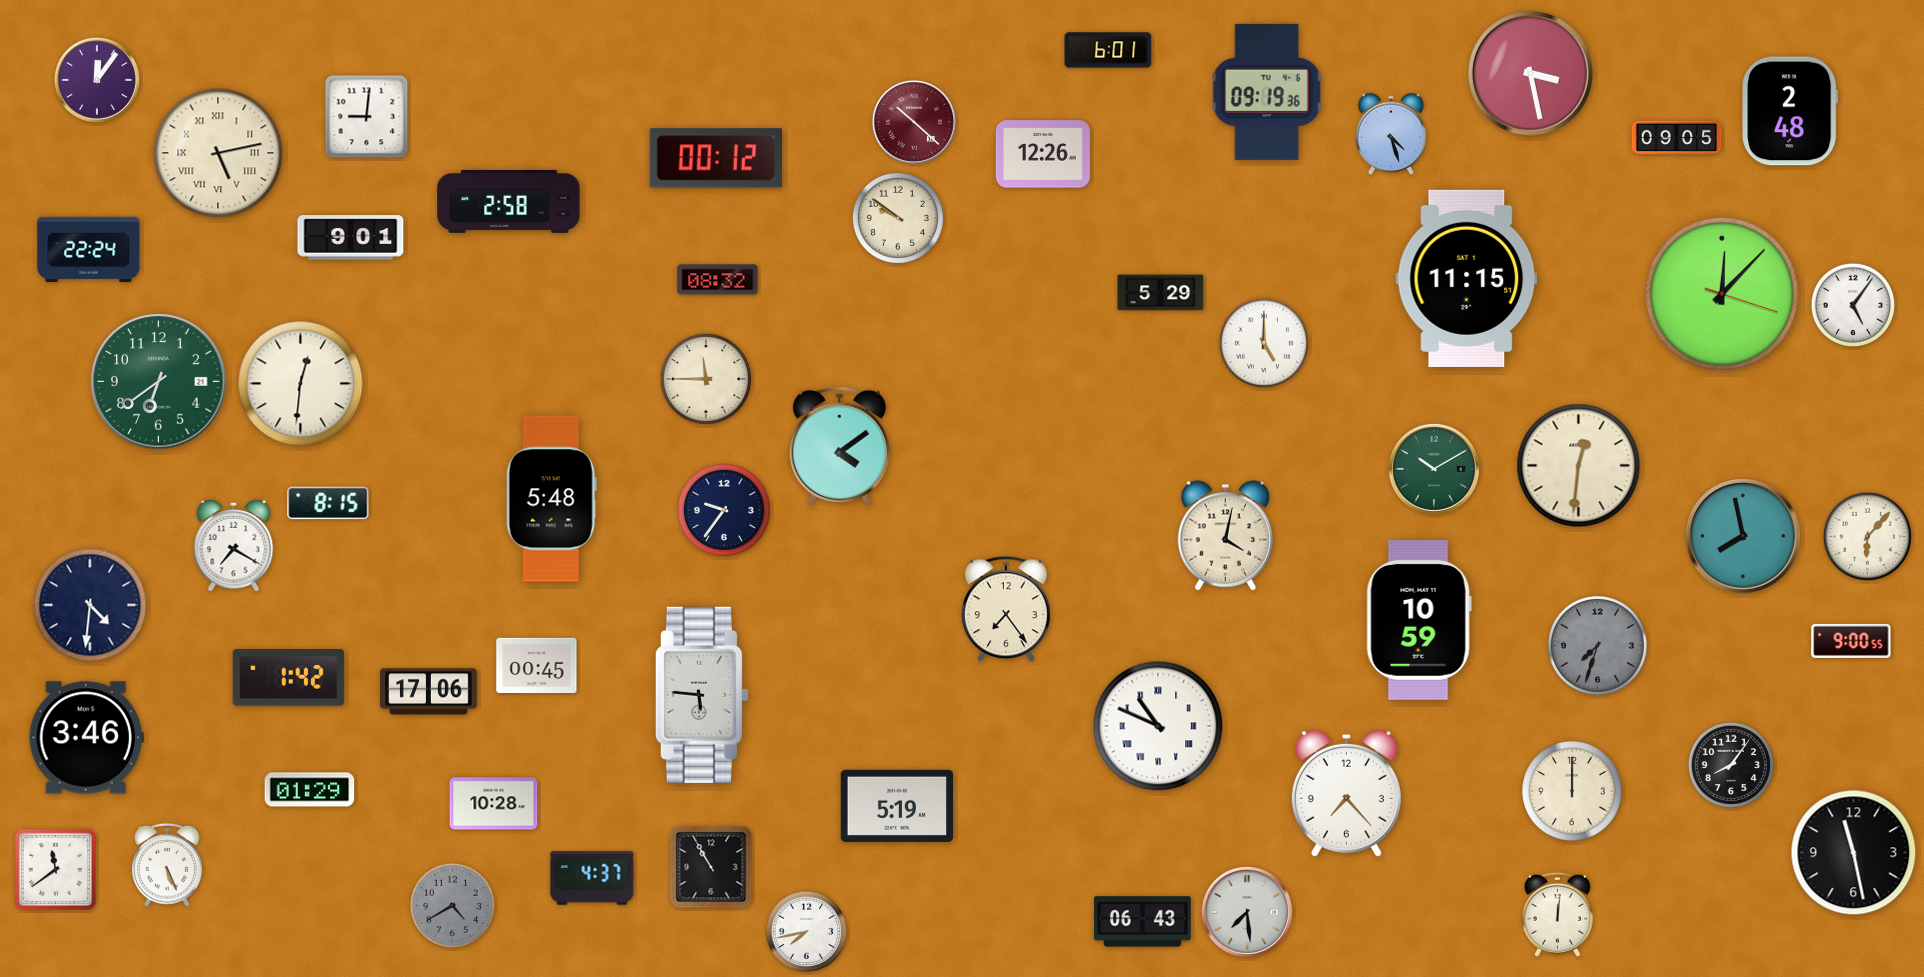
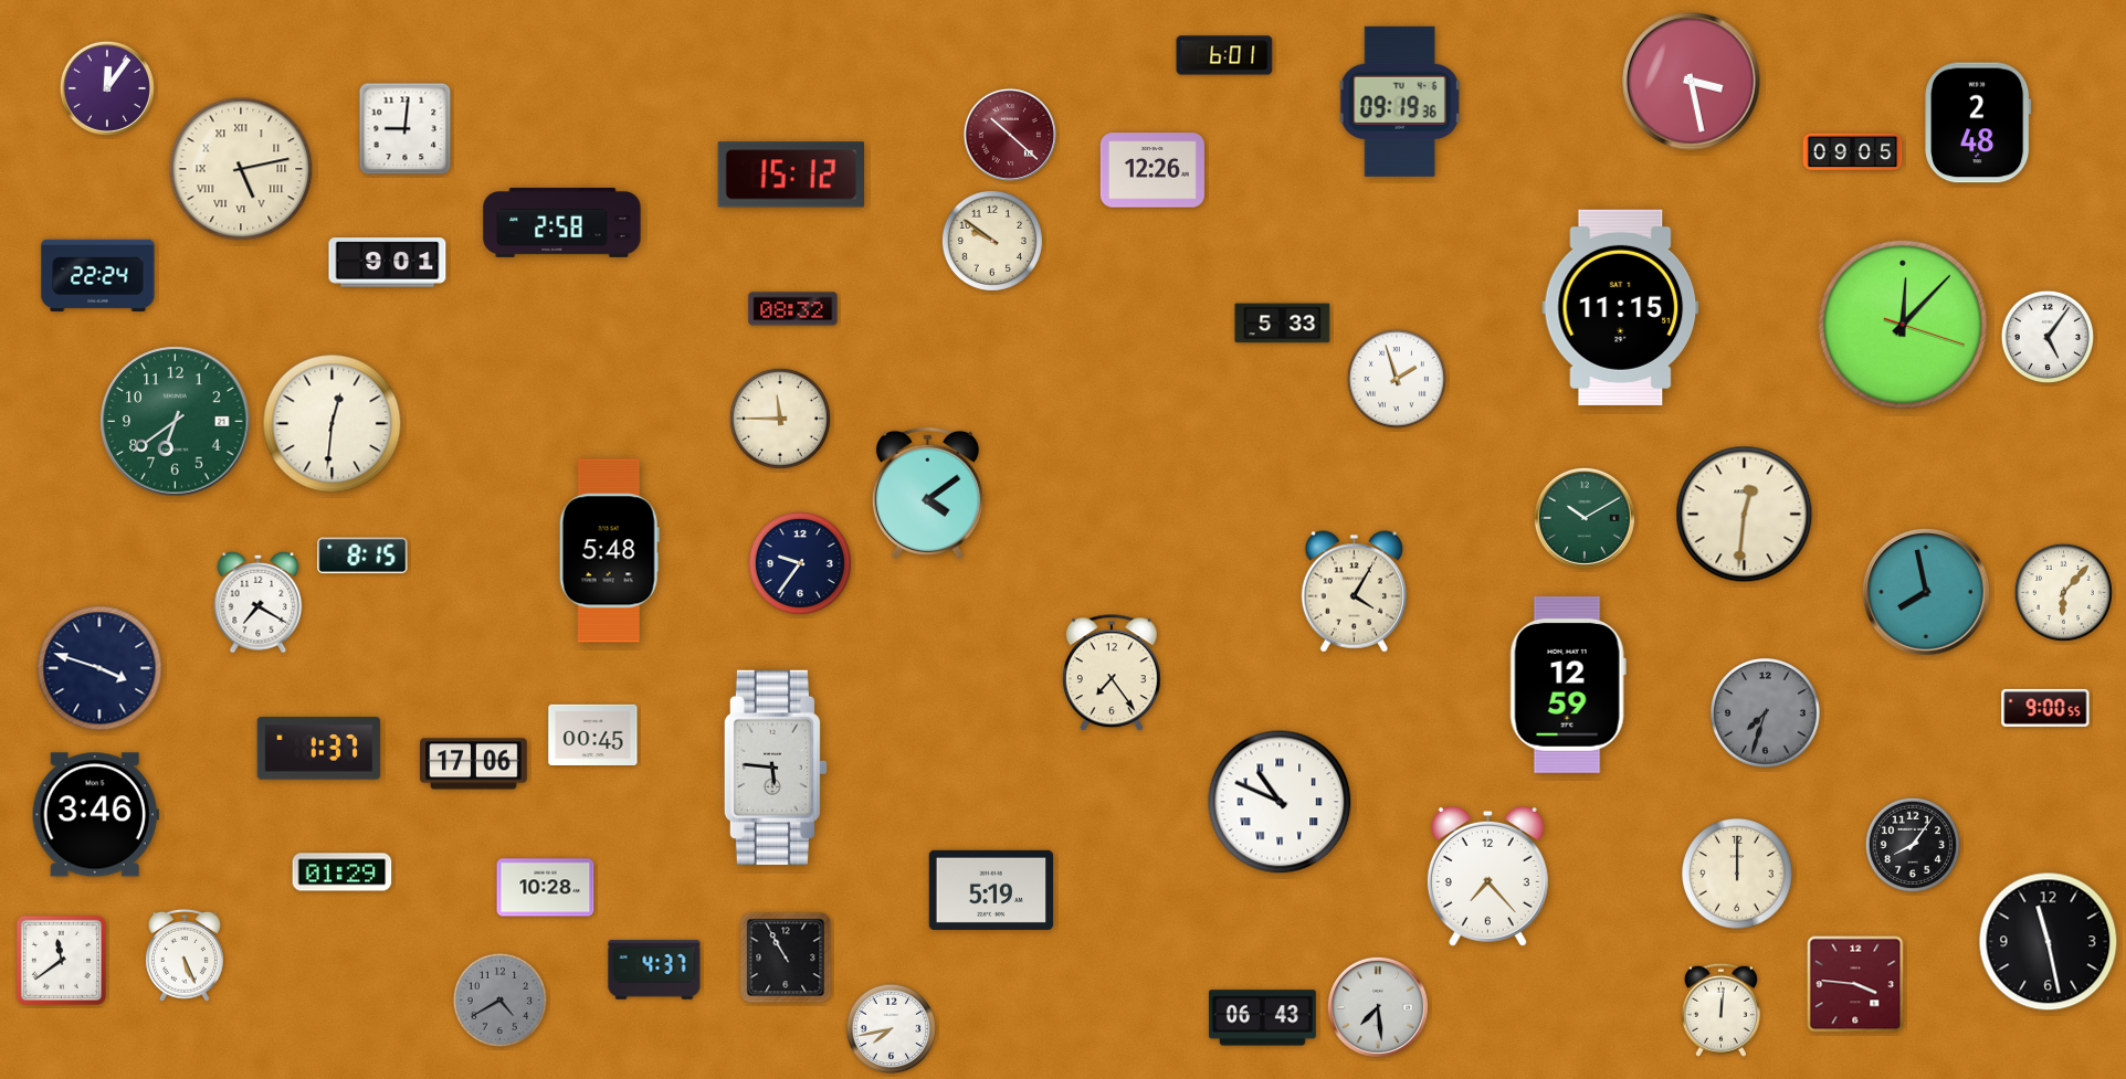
clock at (1391, 134): 4:27 -> none
clock at (715, 158): 00:12 -> 15:12
clock at (1161, 293): 5:29 -> 5:33
clock at (1264, 343): 5:00 -> 1:57
clock at (1225, 536): 4:02 -> 4:05
clock at (90, 605): 4:31 -> 3:48
clock at (1419, 620): 10:59 -> 12:59
clock at (289, 678): 1:42 -> 1:37
clock at (1855, 984): none -> 3:46
